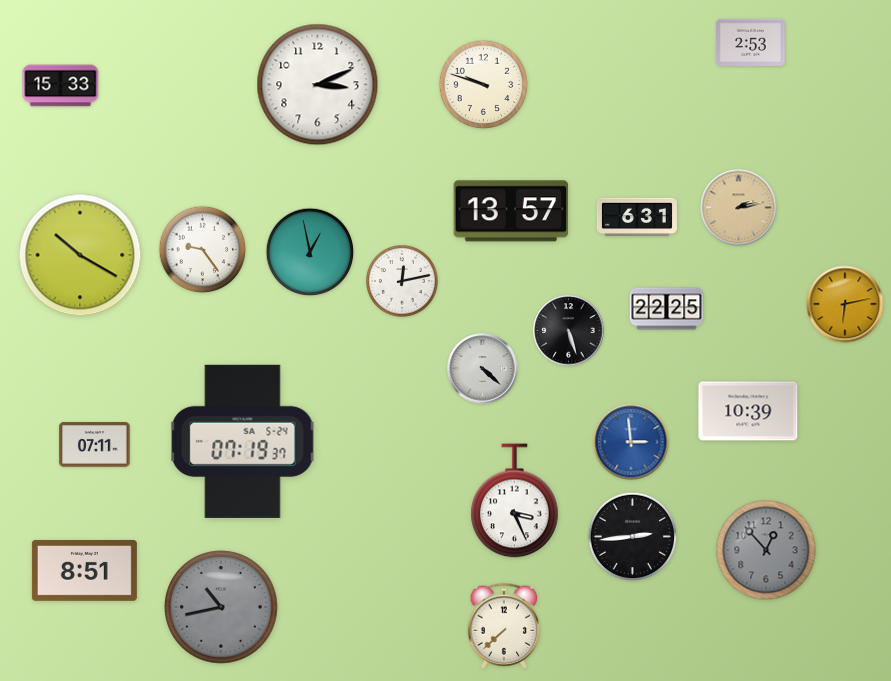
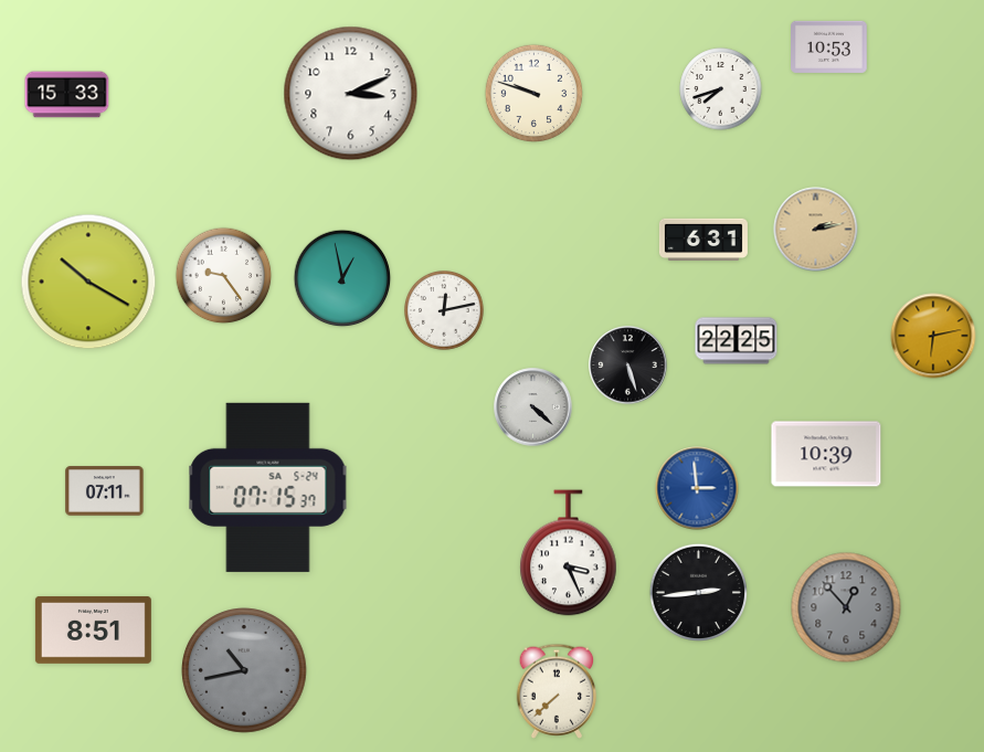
clock at (751, 42): 2:53 -> 10:53
clock at (721, 89): none -> 7:42
clock at (511, 211): 13:57 -> none
clock at (243, 441): 07:19 -> 07:15
